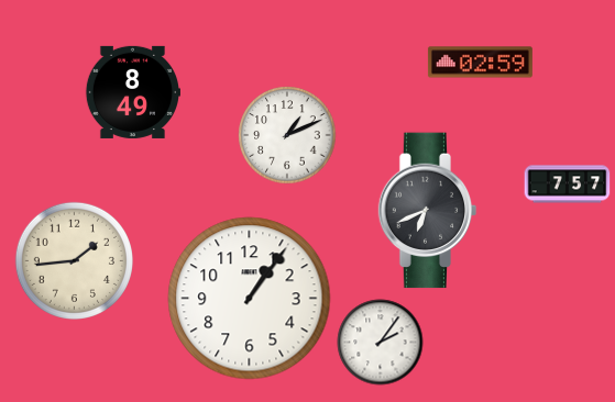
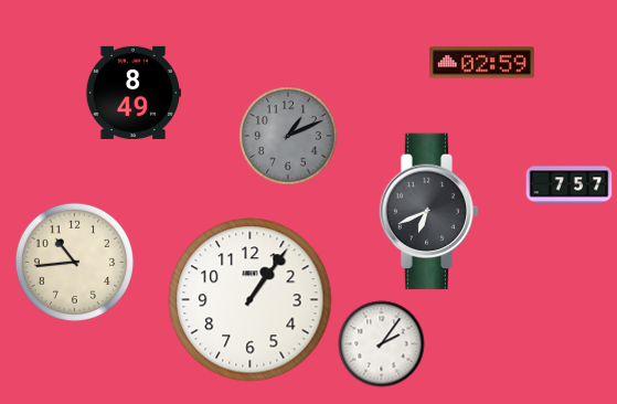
clock at (287, 135) dial: white -> grey
clock at (74, 260): 1:44 -> 10:44
